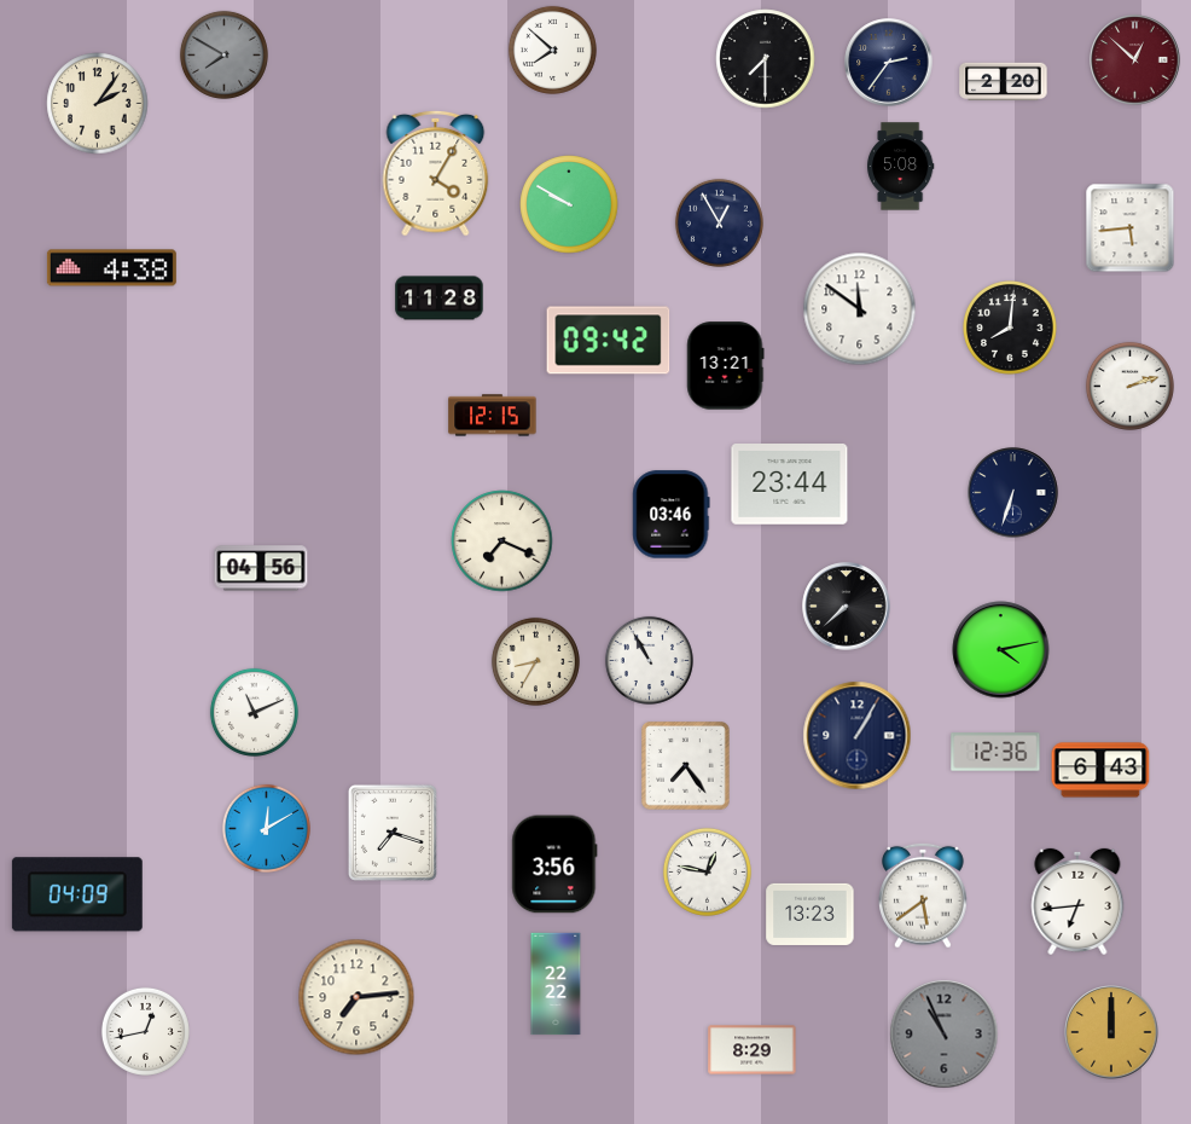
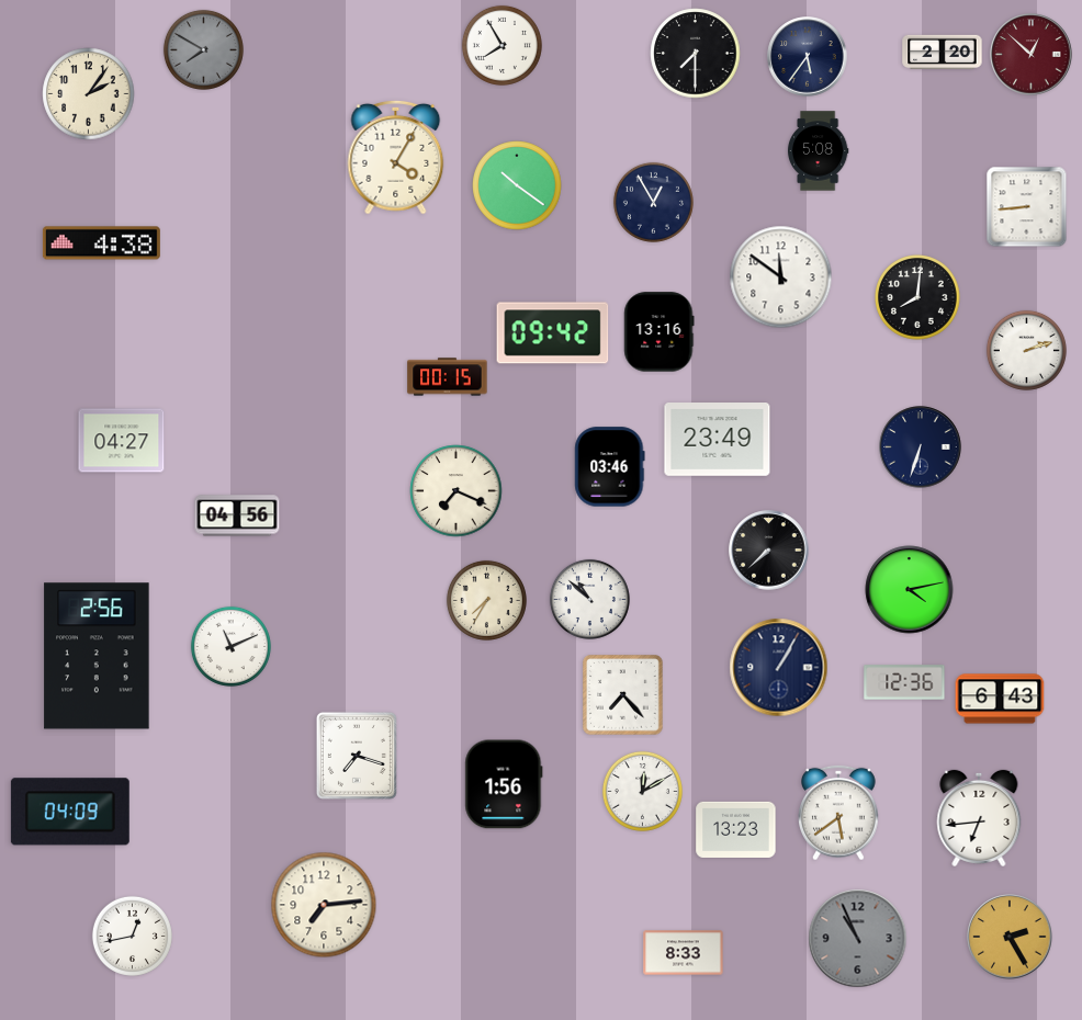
clock at (552, 50): 7:52 -> 7:55
clock at (889, 63): 2:36 -> 5:36
clock at (1004, 82) position: (1004, 82) -> (943, 53)
clock at (569, 204): 9:50 -> 10:21
clock at (1131, 228): 5:44 -> 8:44
clock at (440, 299): 11:28 -> none
clock at (860, 309) position: (860, 309) -> (781, 277)
clock at (609, 341) position: (609, 341) -> (553, 333)
clock at (726, 366): 13:21 -> 13:16
clock at (493, 416): 12:15 -> 00:15
clock at (790, 485): 23:44 -> 23:49
clock at (122, 441): none -> 04:27
clock at (649, 660): 10:55 -> 10:52
clock at (535, 661): 8:35 -> 7:35
clock at (97, 656): none -> 2:56
clock at (686, 766): 7:24 -> 7:23
clock at (266, 828): 12:10 -> none
clock at (554, 864): 3:56 -> 1:56
clock at (707, 871): 12:47 -> 12:10
clock at (556, 984): 22:22 -> none
clock at (1111, 1032): 12:00 -> 2:25
clock at (753, 1050): 8:29 -> 8:33
